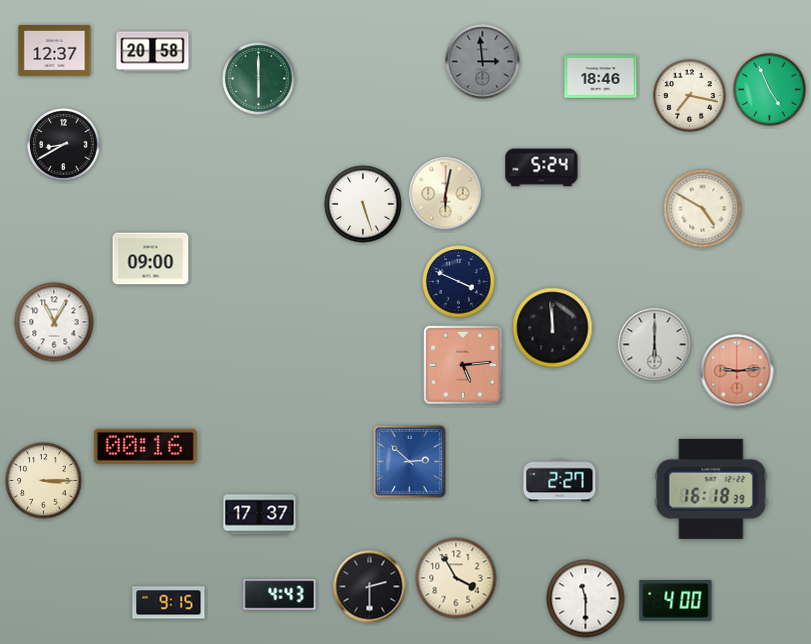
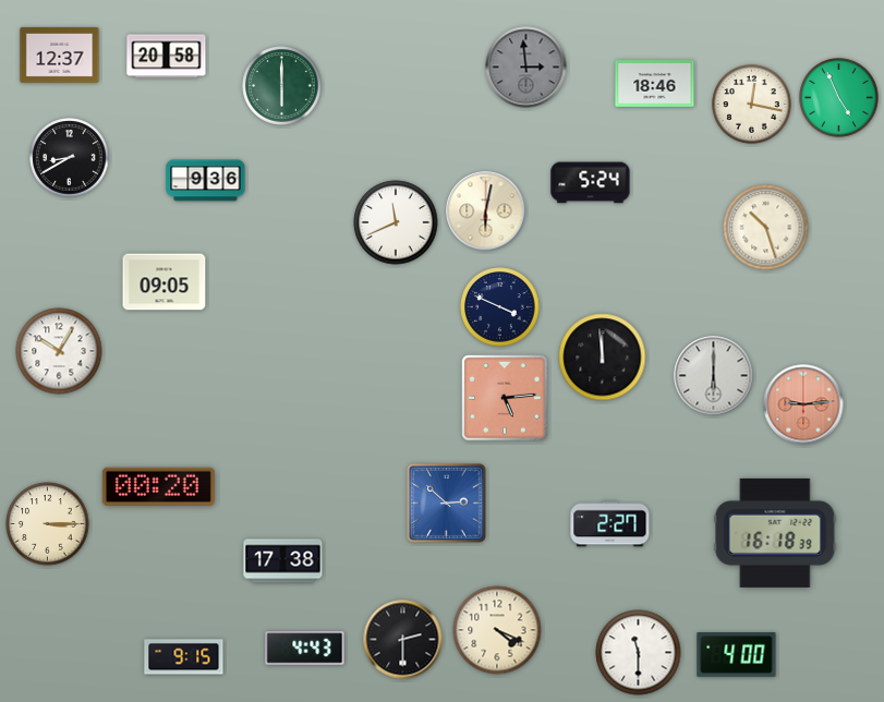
clock at (690, 96): 7:17 -> 12:17
clock at (206, 181): none -> 9:36
clock at (363, 204): 5:27 -> 11:41
clock at (703, 209): 4:50 -> 10:27
clock at (151, 259): 09:00 -> 09:05
clock at (54, 322): 11:05 -> 10:05
clock at (145, 446): 00:16 -> 00:20
clock at (260, 515): 17:37 -> 17:38
clock at (456, 578): 3:55 -> 4:19
